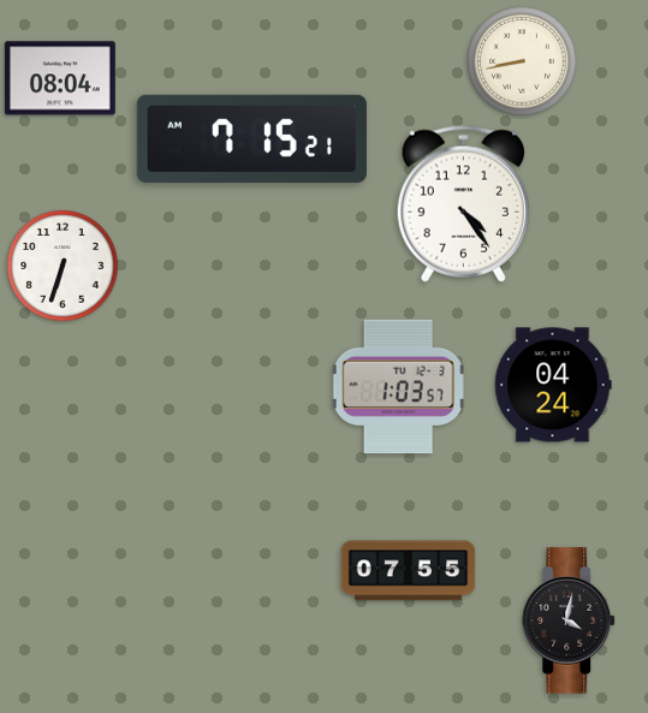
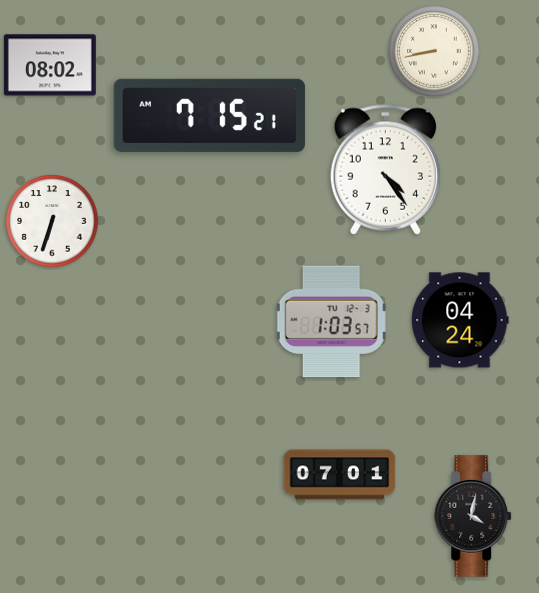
clock at (60, 78): 08:04 -> 08:02
clock at (409, 571): 07:55 -> 07:01
